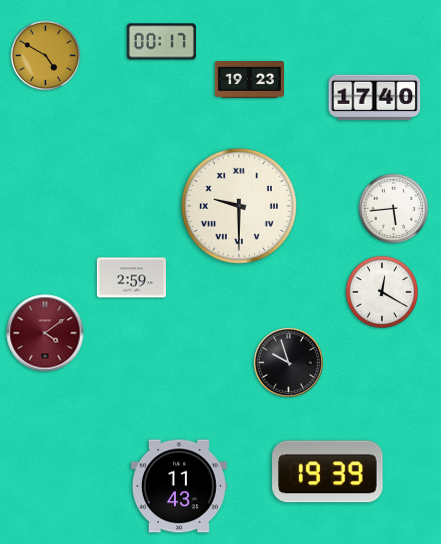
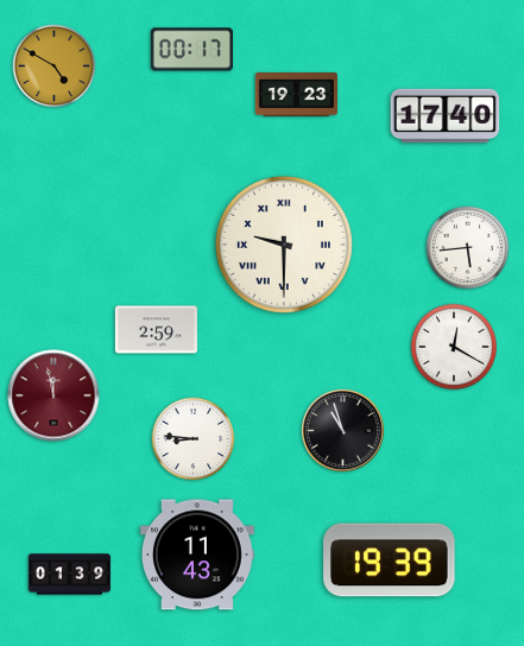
clock at (45, 333): 4:09 -> 11:58
clock at (288, 362): 9:57 -> 10:57
clock at (194, 439): none -> 8:46
clock at (69, 575): none -> 01:39
clock at (179, 486) position: (179, 486) -> (197, 555)
